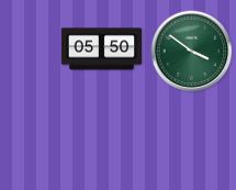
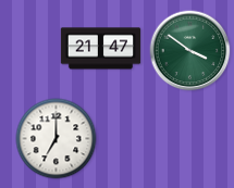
clock at (102, 49): 05:50 -> 21:47
clock at (57, 139): none -> 7:00
